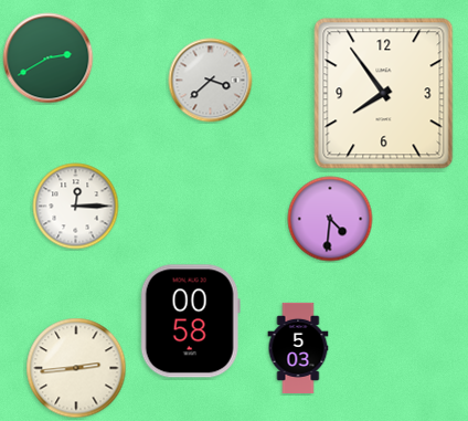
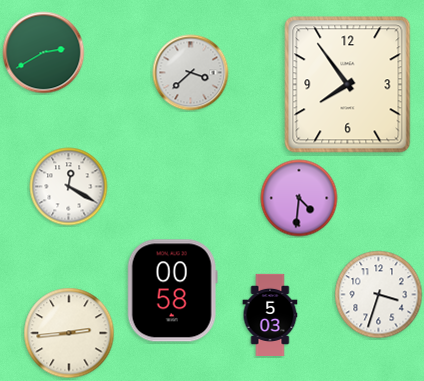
clock at (76, 207): 12:15 -> 12:20
clock at (379, 295): none -> 3:33
